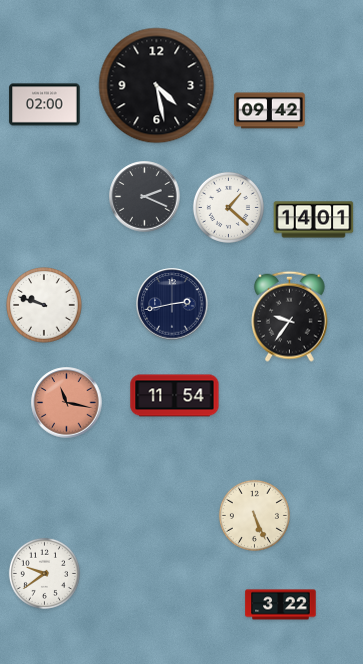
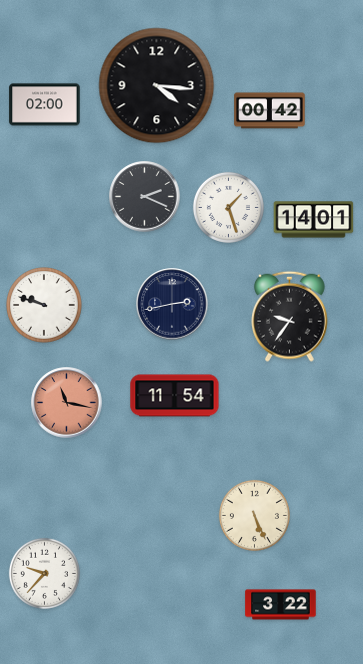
clock at (157, 86): 4:28 -> 4:16
clock at (270, 111): 09:42 -> 00:42
clock at (228, 207): 1:22 -> 1:27
clock at (44, 573): 9:39 -> 9:37
